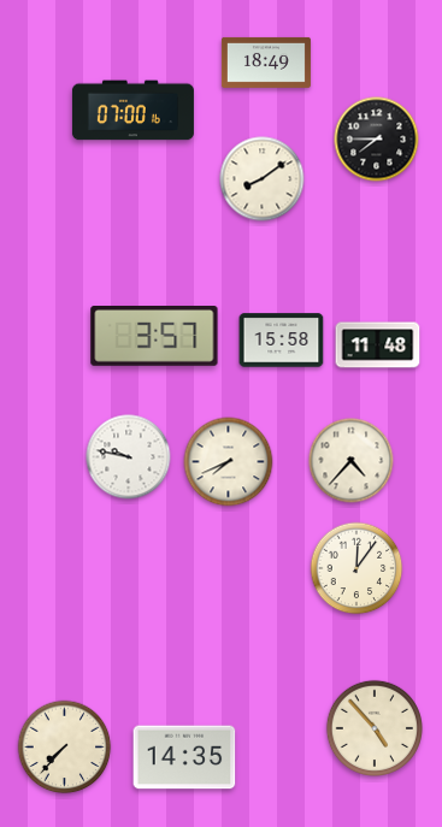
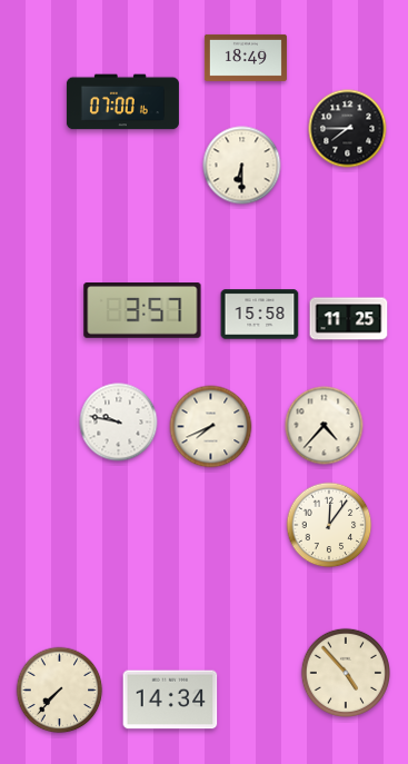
clock at (263, 179): 8:09 -> 6:30
clock at (378, 345): 11:48 -> 11:25
clock at (184, 757): 14:35 -> 14:34
